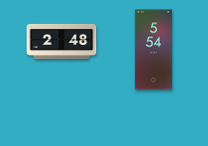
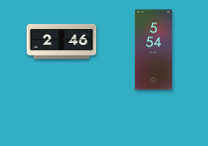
clock at (62, 41): 2:48 -> 2:46
